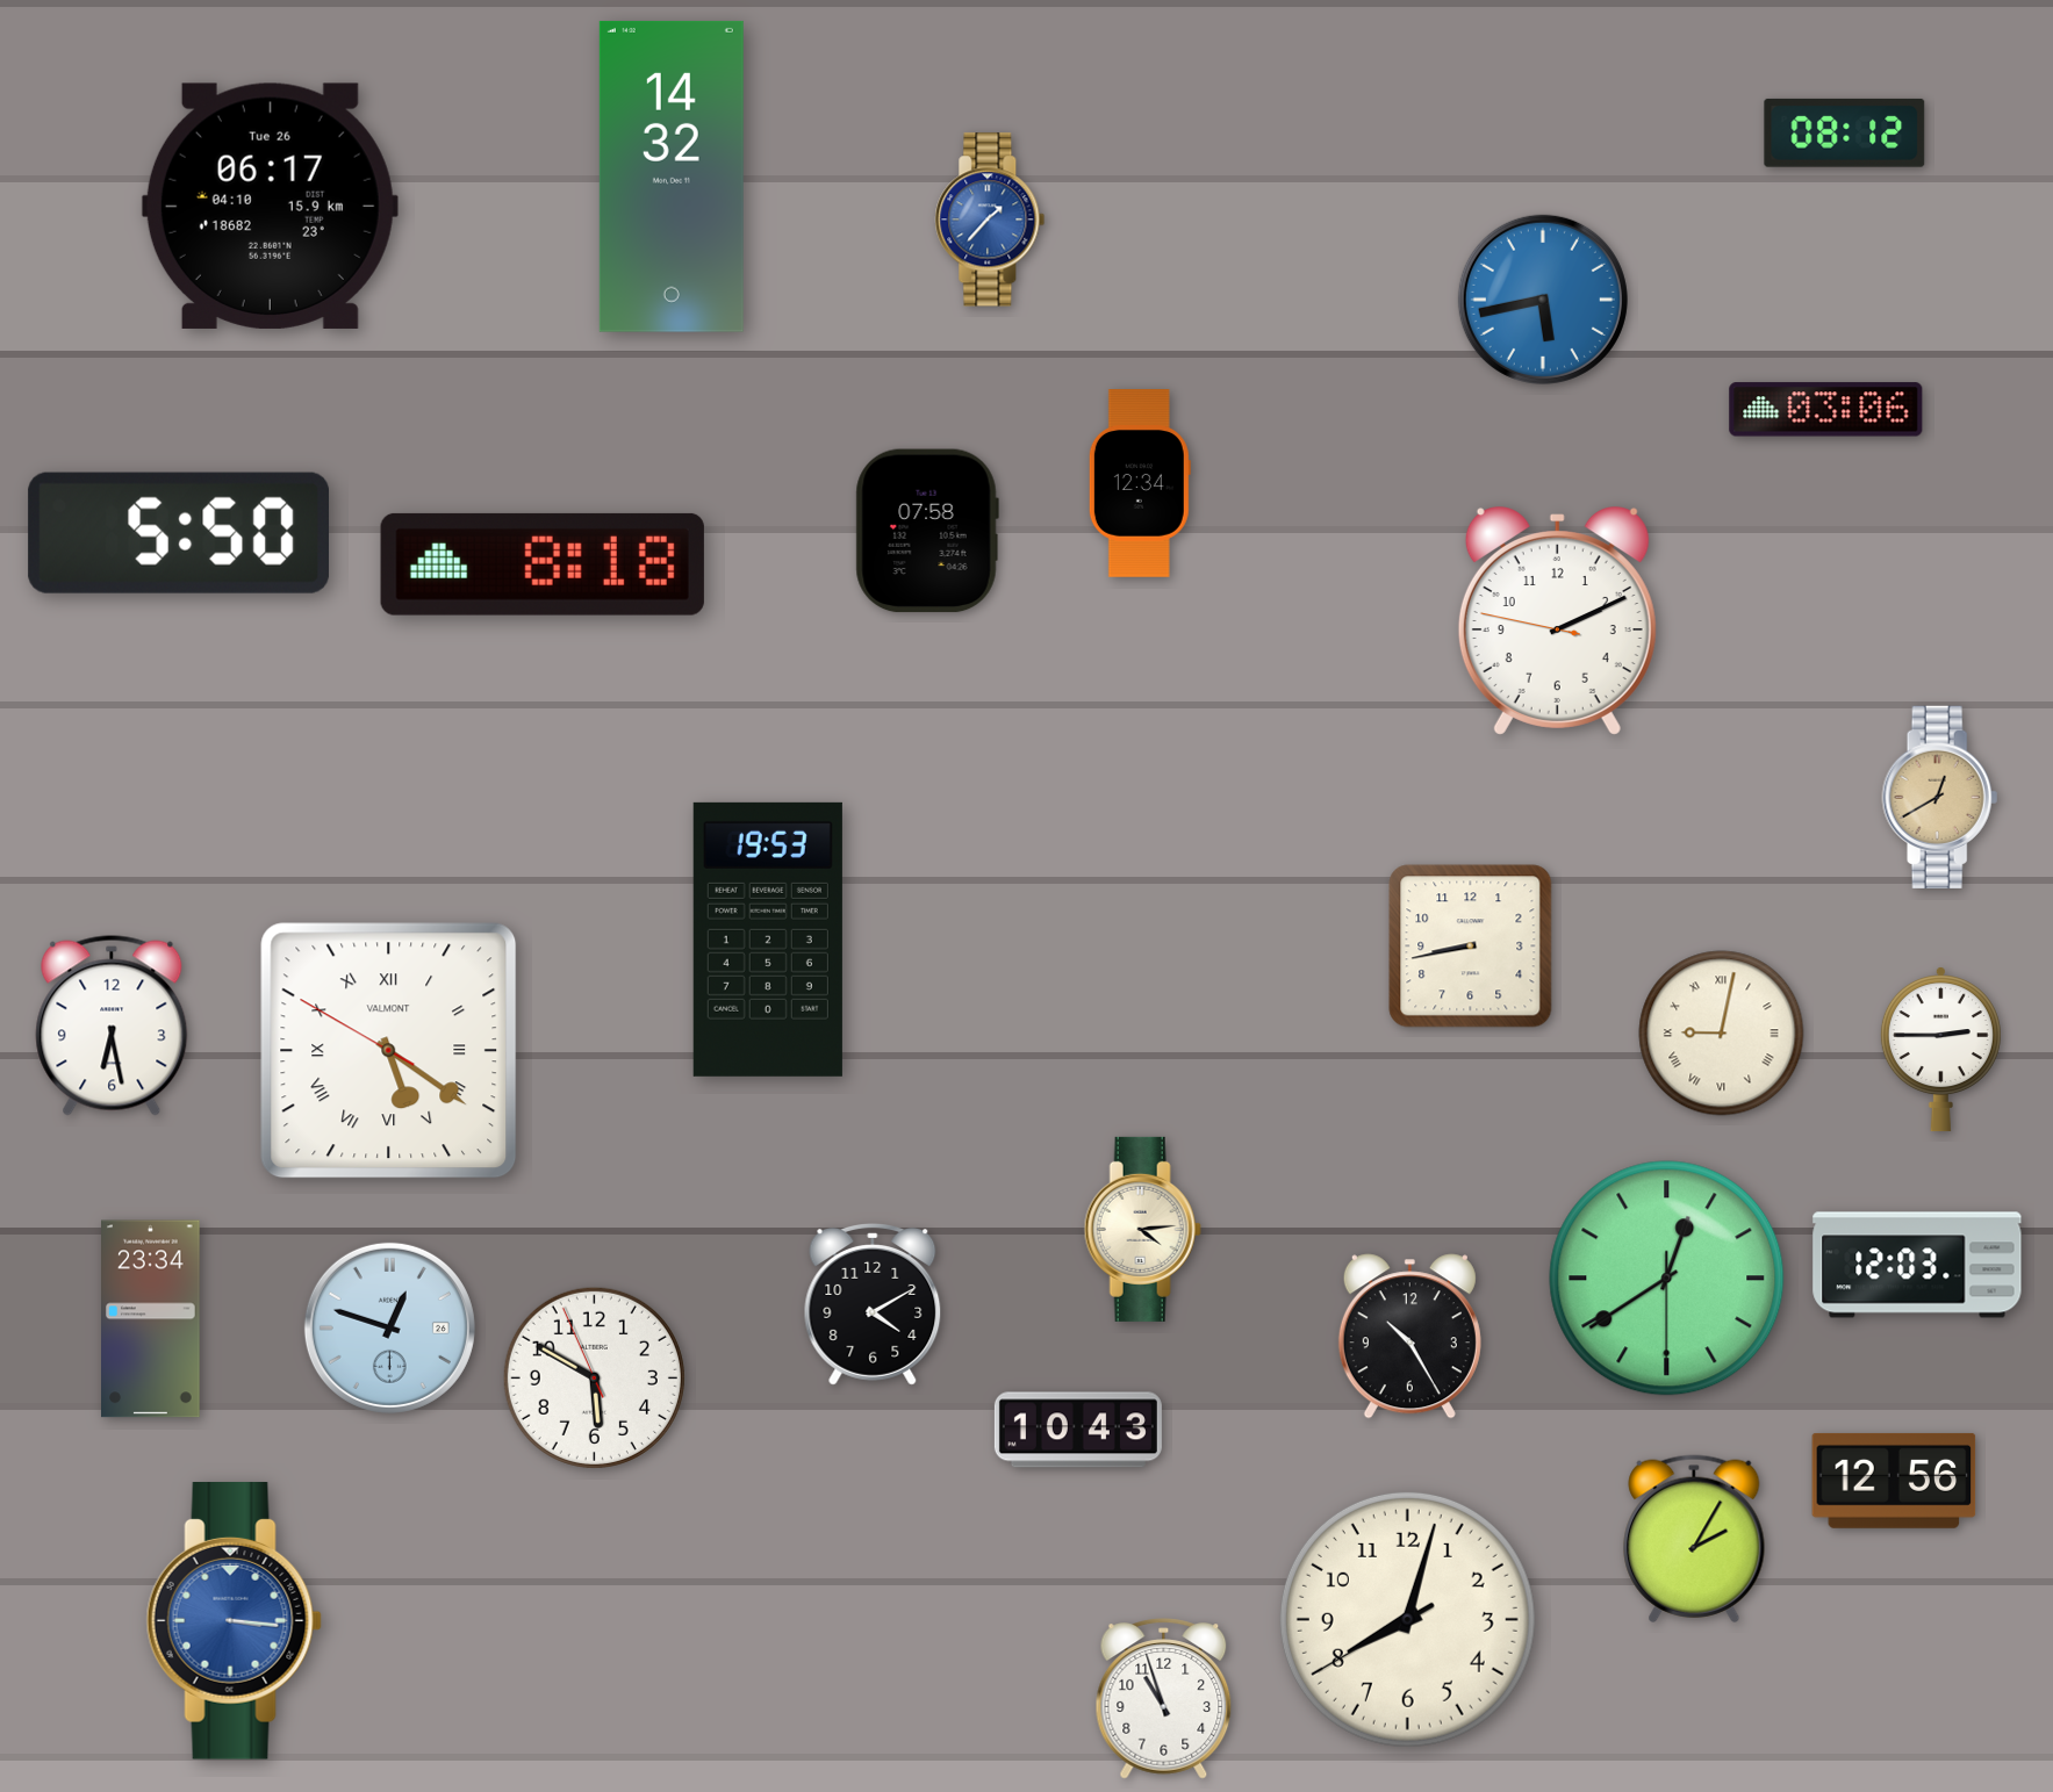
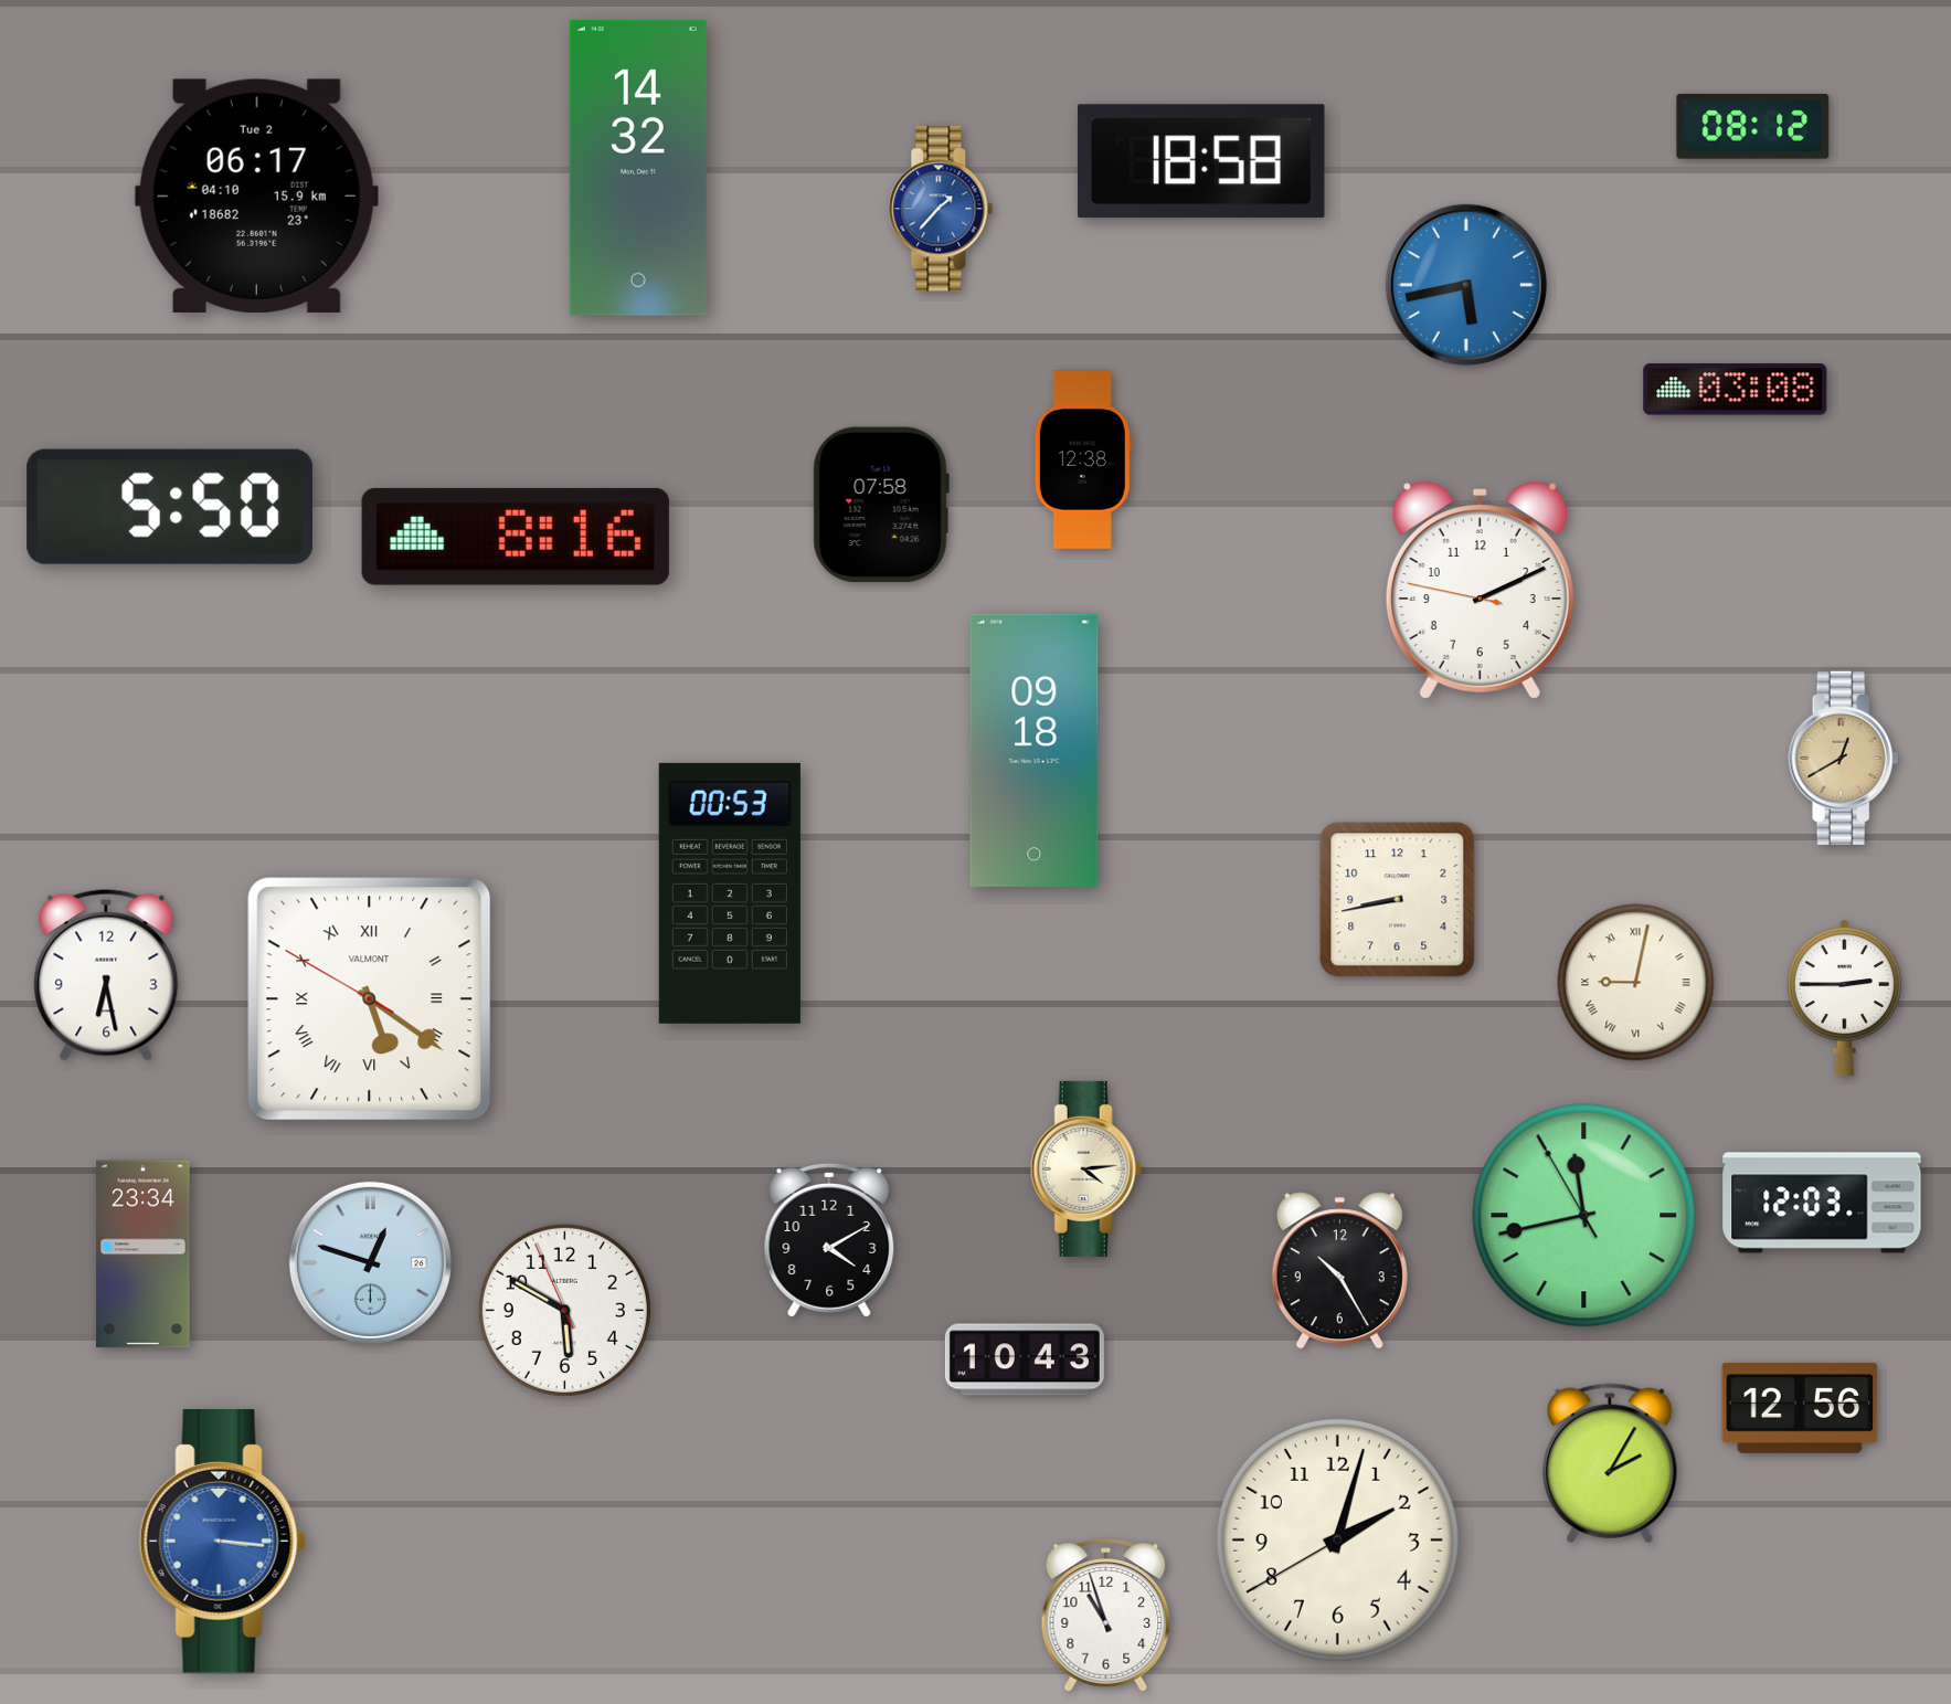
clock at (1201, 161): none -> 18:58
clock at (270, 206) date: Tue 26 -> Tue 2
clock at (1826, 410): 03:06 -> 03:08
clock at (1140, 483): 12:34 -> 12:38
clock at (543, 564): 8:18 -> 8:16
clock at (1035, 750): none -> 09:18
clock at (768, 940): 19:53 -> 00:53
clock at (1667, 1279): 12:39 -> 11:42
clock at (1407, 1619): 8:02 -> 2:02
